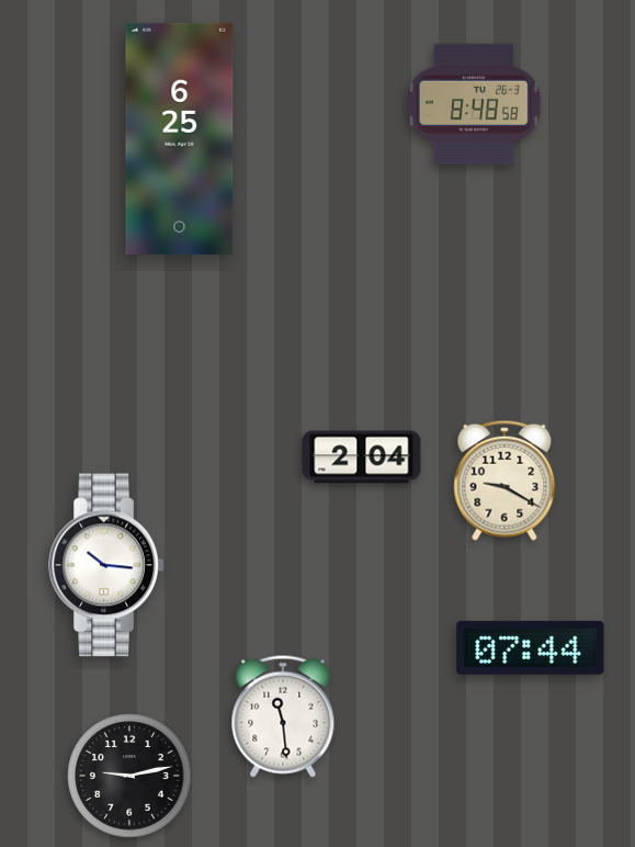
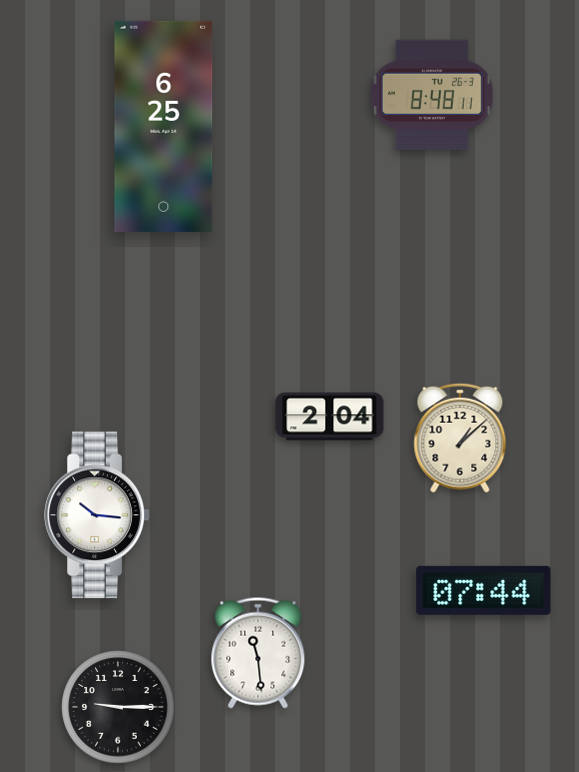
clock at (474, 103): 8:48:58 -> 8:48:11
clock at (504, 481): 9:20 -> 1:08
clock at (129, 776): 9:13 -> 9:15
